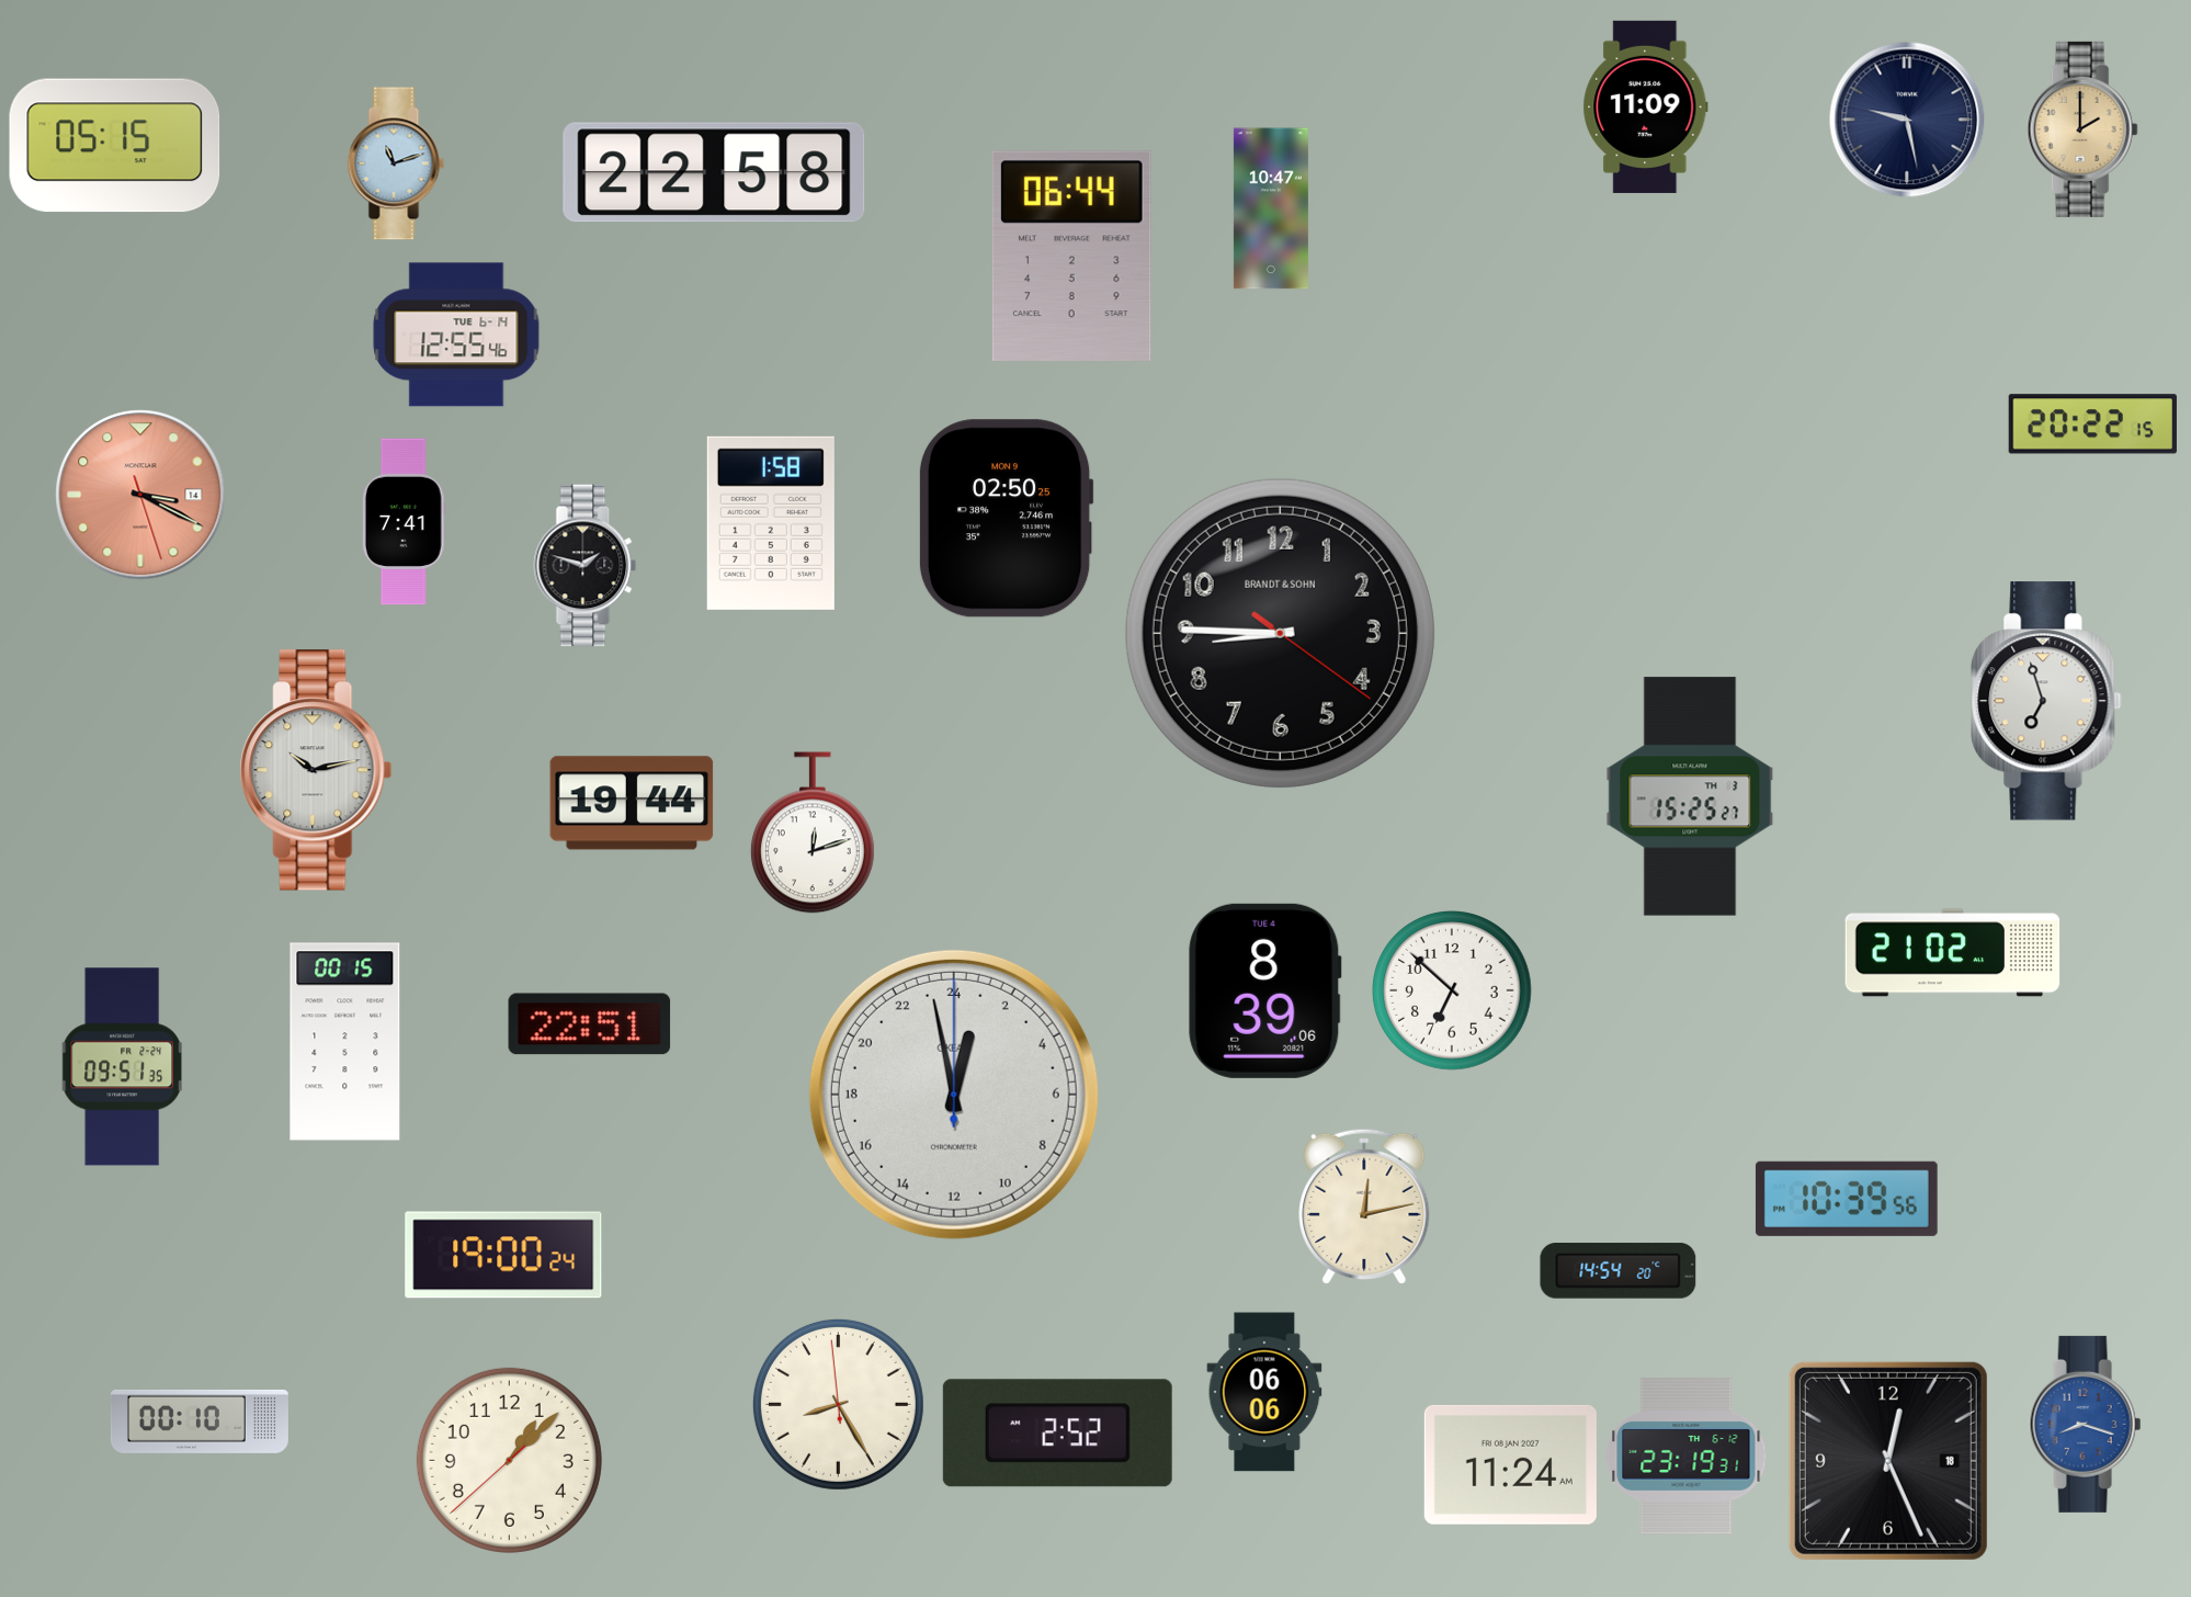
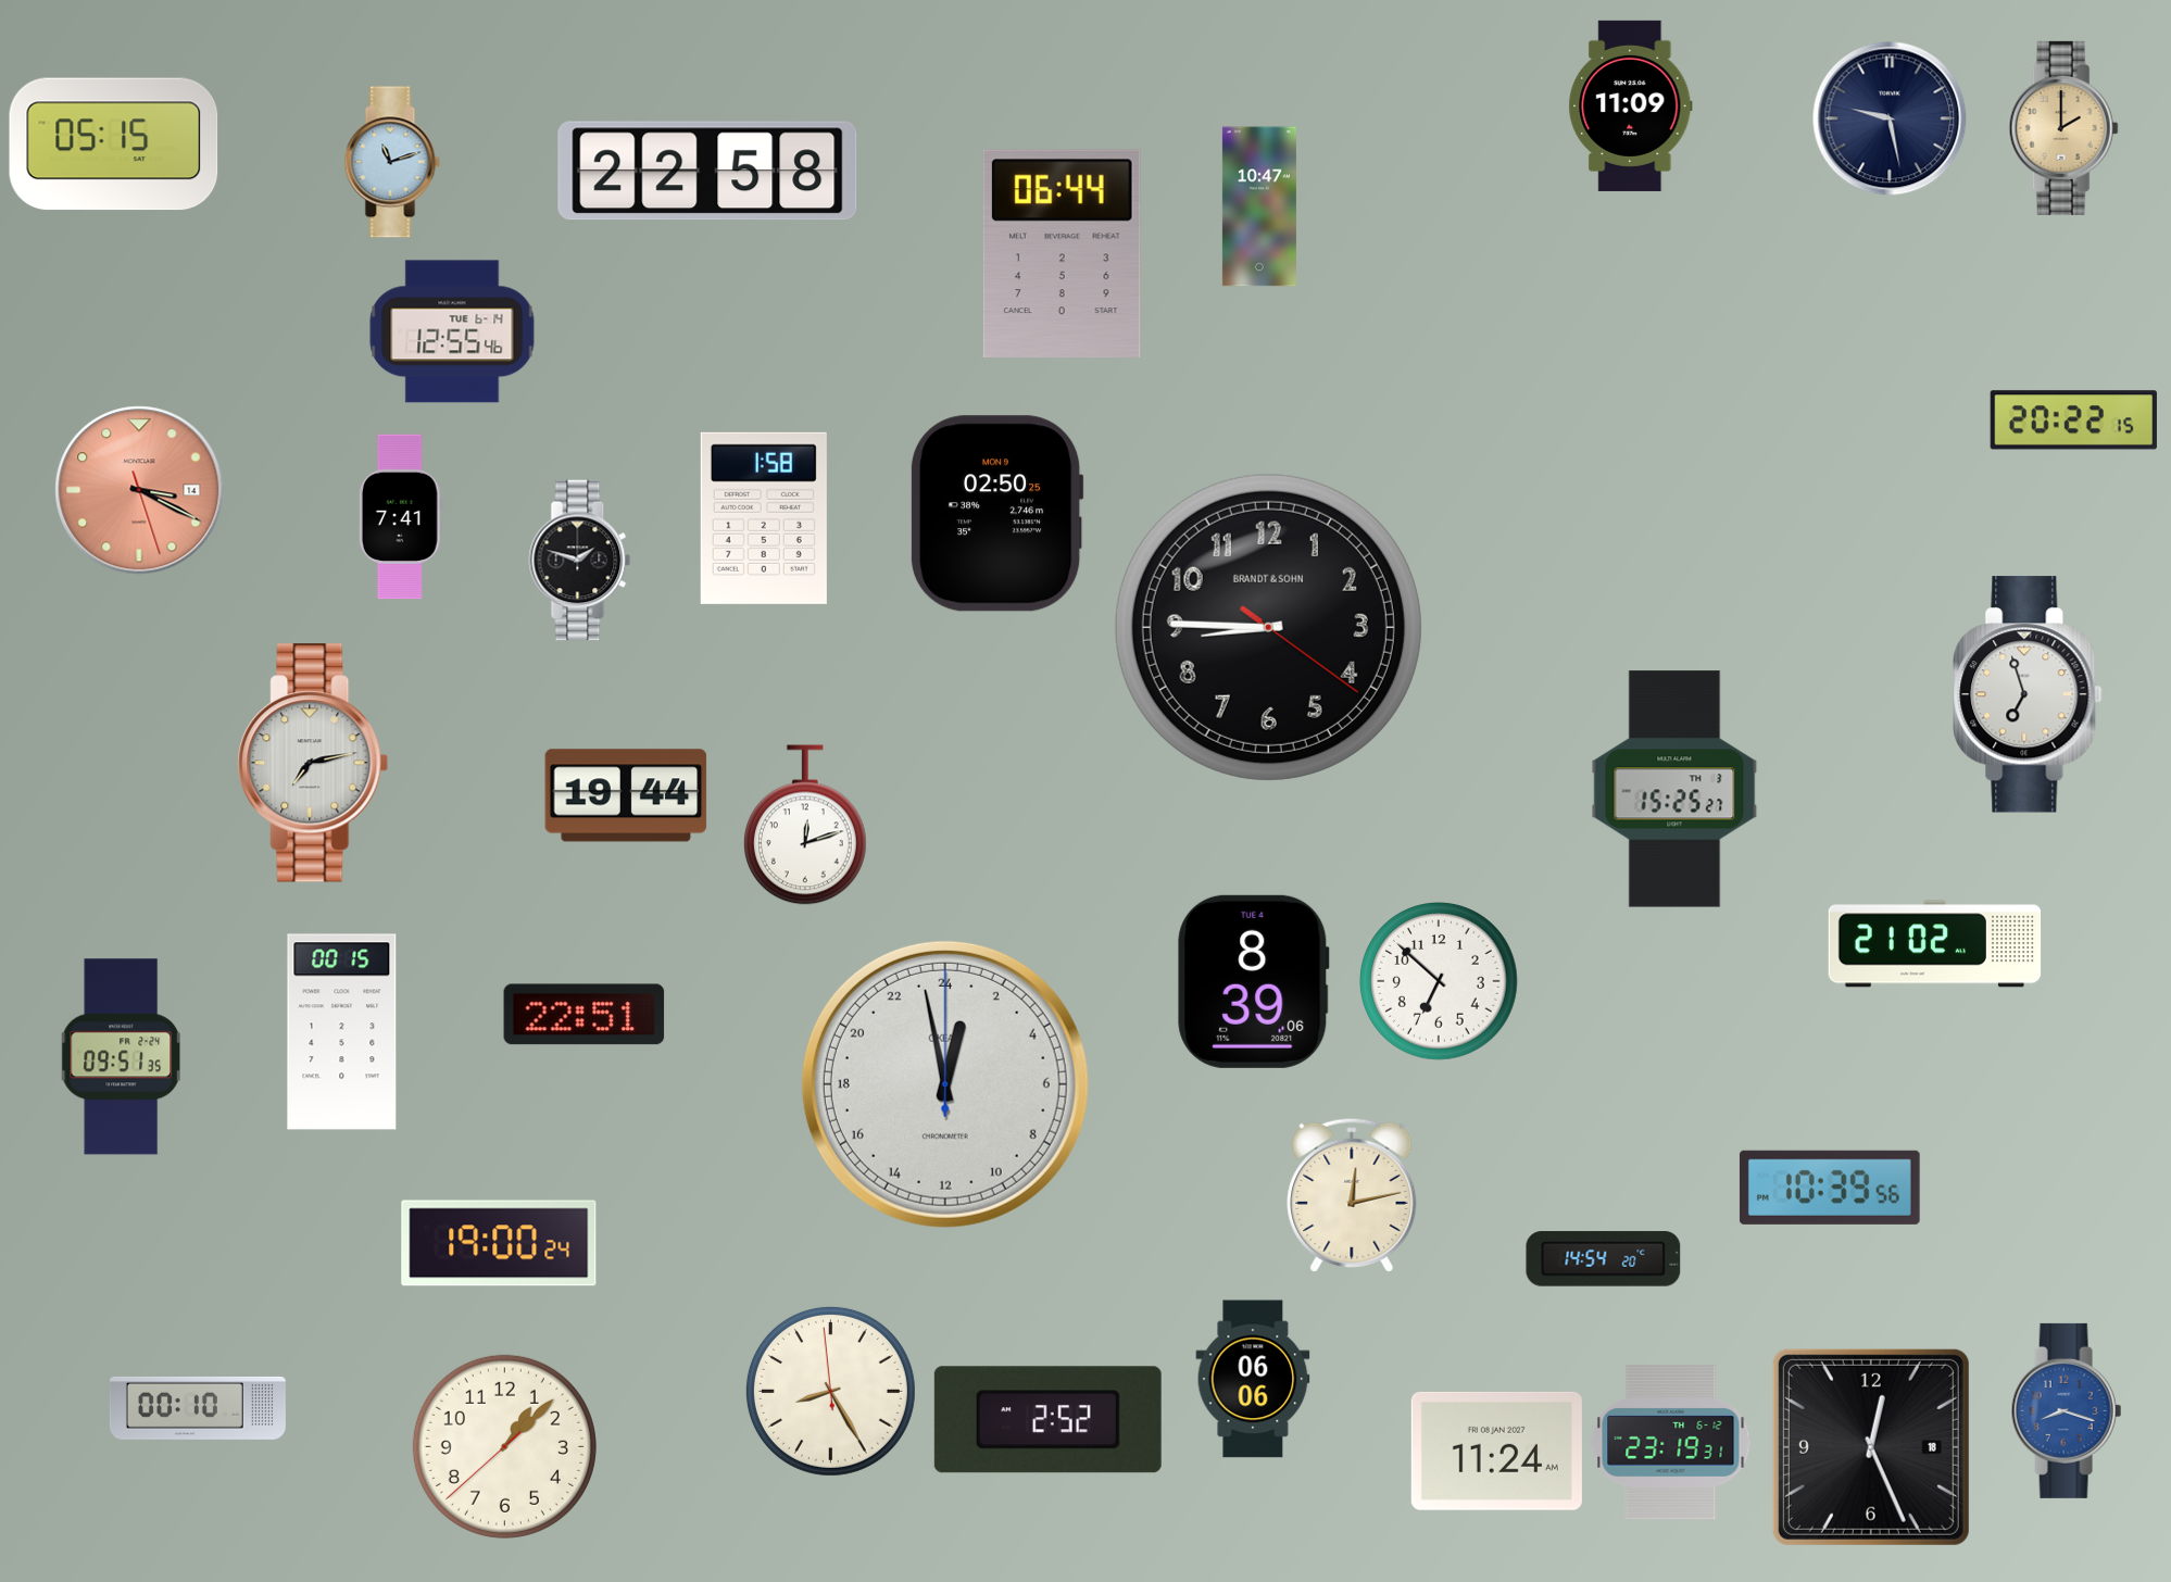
clock at (316, 770): 10:13 -> 7:13
